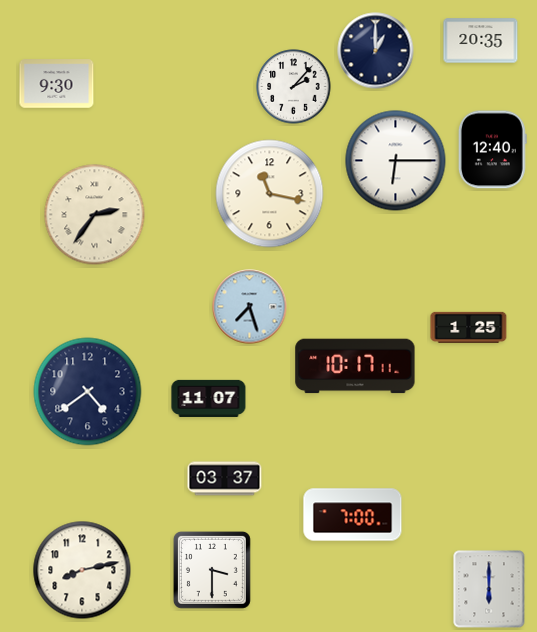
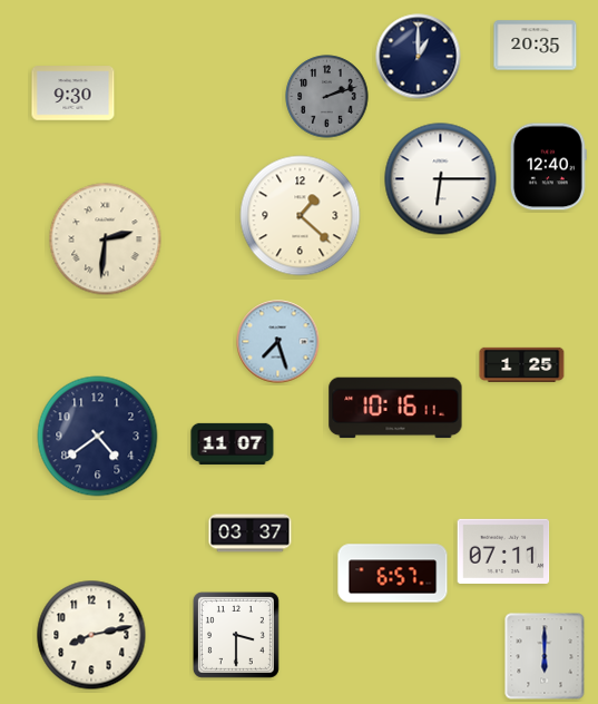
clock at (57, 84) position: (57, 84) -> (73, 94)
clock at (294, 87): 2:07 -> 2:12
clock at (294, 87) dial: white -> grey
clock at (270, 194): 11:17 -> 1:22
clock at (95, 215): 2:36 -> 2:31
clock at (355, 366): 10:17 -> 10:16
clock at (503, 551): none -> 07:11
clock at (353, 515): 7:00 -> 6:57
